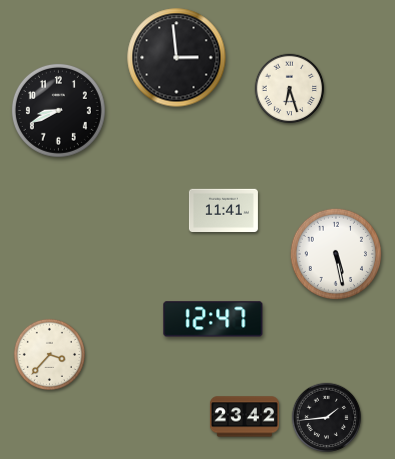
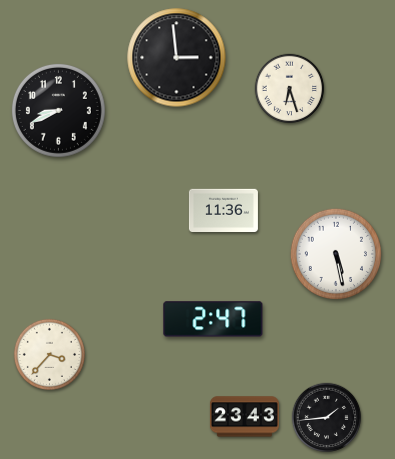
clock at (223, 210): 11:41 -> 11:36
clock at (213, 319): 12:47 -> 2:47
clock at (244, 417): 23:42 -> 23:43
